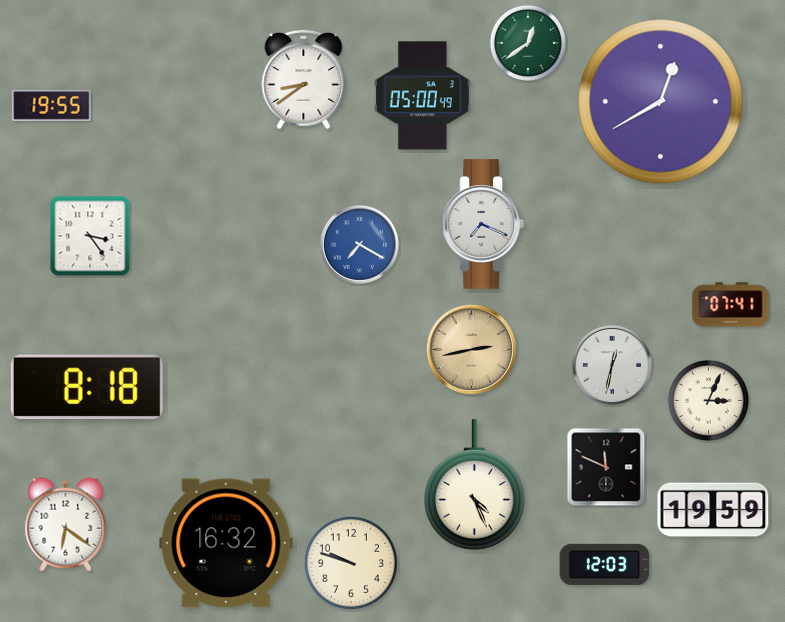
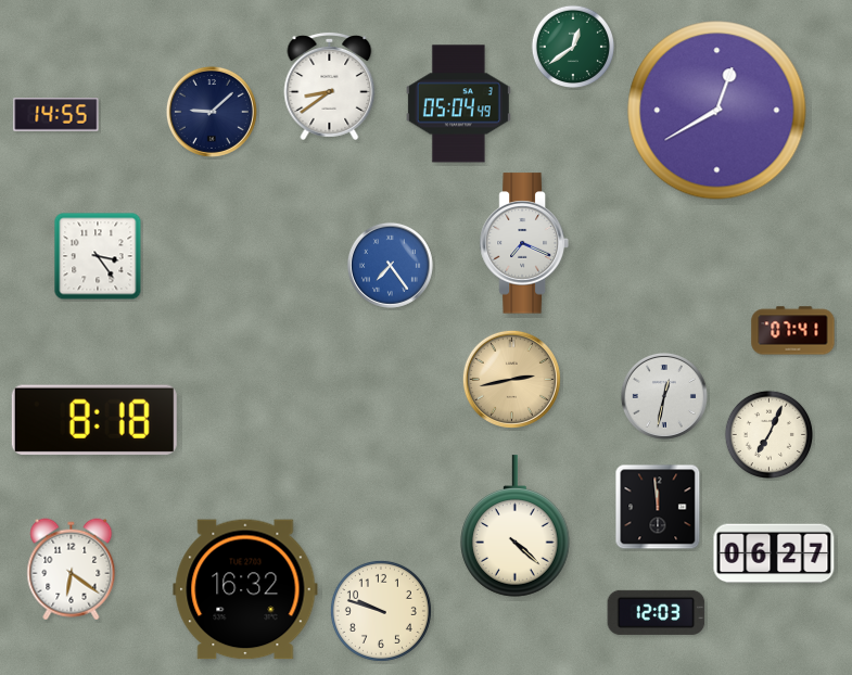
clock at (422, 96): 05:00 -> 05:04
clock at (212, 112): none -> 9:08
clock at (52, 106): 19:55 -> 14:55
clock at (359, 244): 7:20 -> 7:24
clock at (708, 400): 3:04 -> 7:04
clock at (606, 467): 11:49 -> 11:59
clock at (475, 485): 4:26 -> 4:22
clock at (713, 510): 19:59 -> 06:27
